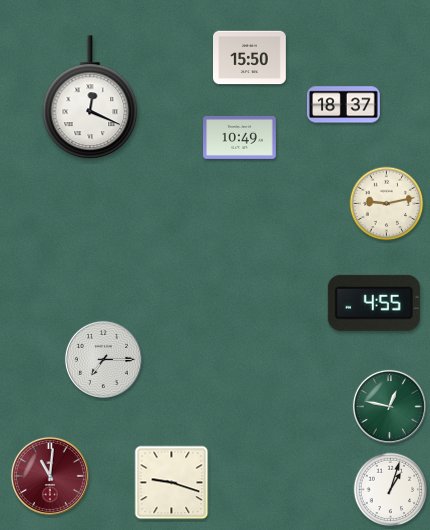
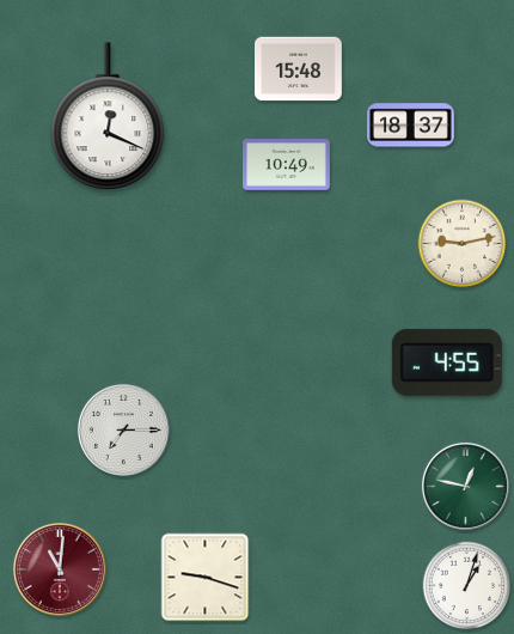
clock at (250, 58): 15:50 -> 15:48
